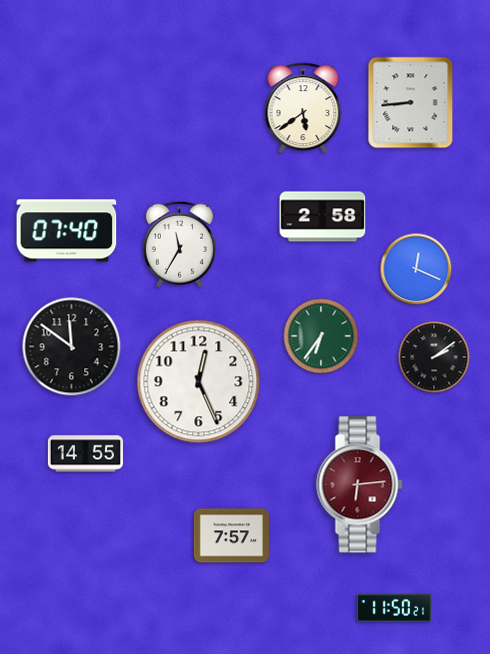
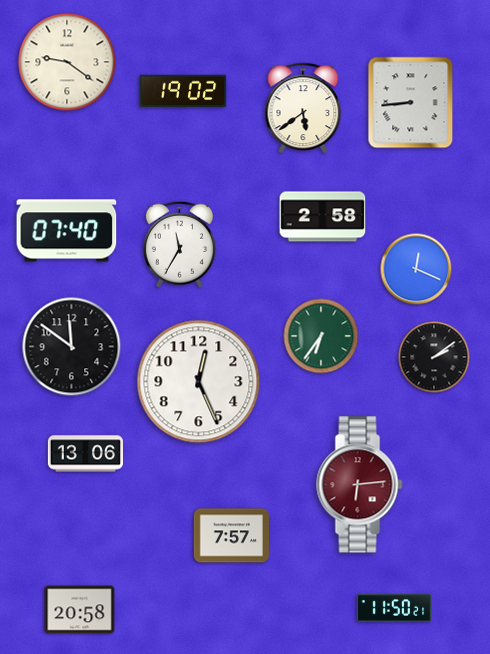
clock at (67, 62): none -> 9:21
clock at (183, 91): none -> 19:02
clock at (85, 454): 14:55 -> 13:06
clock at (80, 610): none -> 20:58
